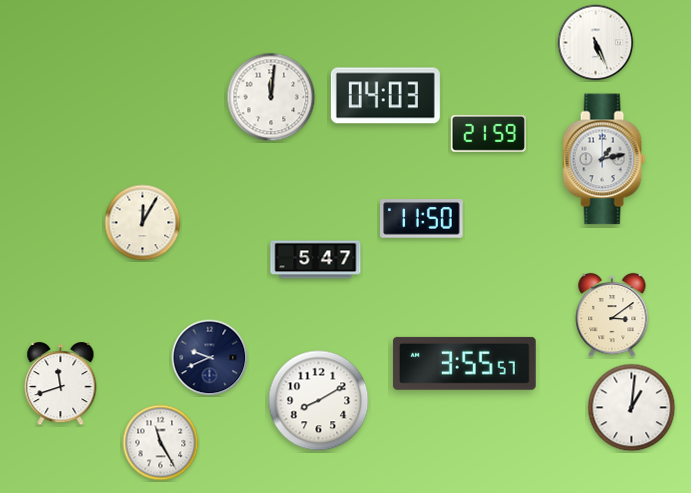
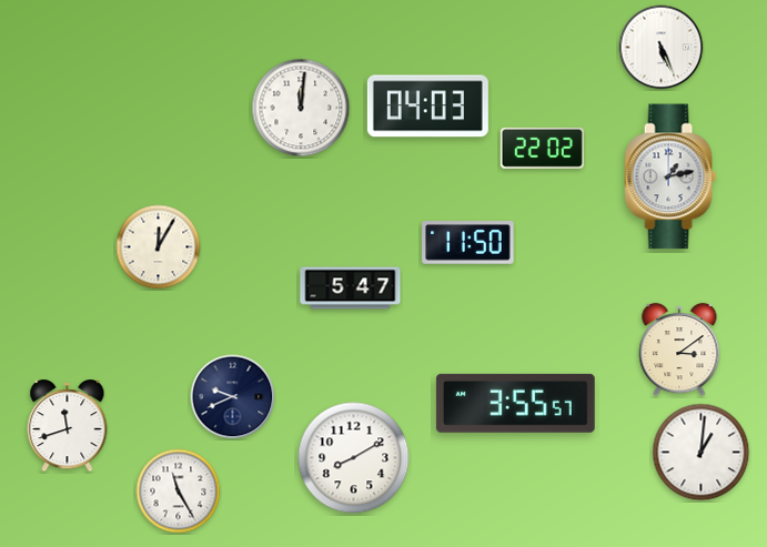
clock at (488, 133): 21:59 -> 22:02
clock at (319, 401) position: (319, 401) -> (354, 458)
